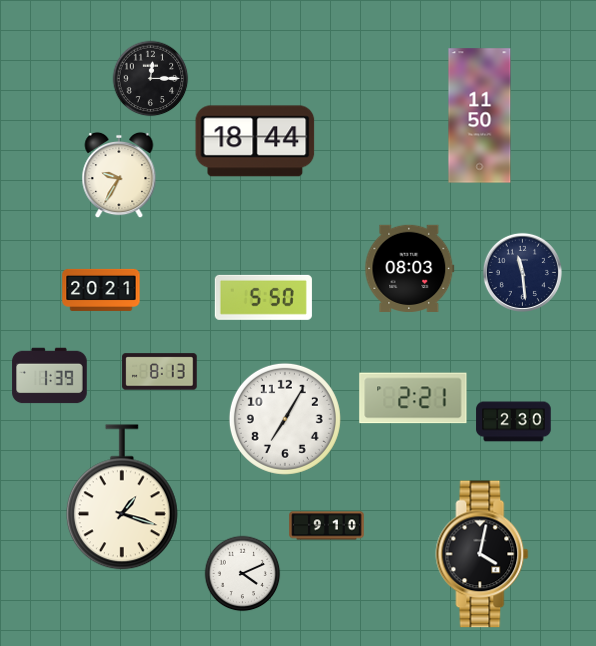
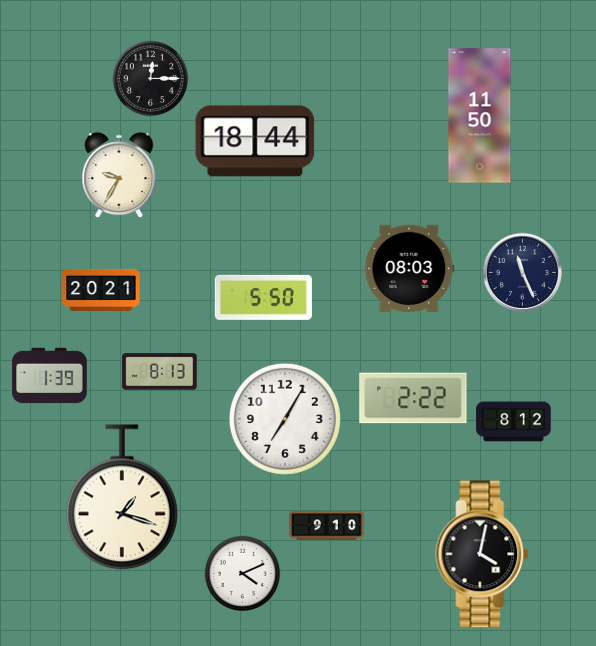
clock at (522, 272): 11:29 -> 11:26
clock at (413, 398): 2:21 -> 2:22
clock at (514, 422): 2:30 -> 8:12
